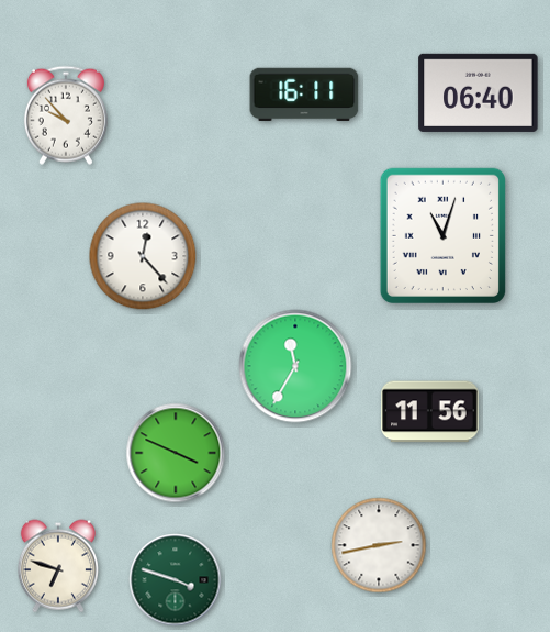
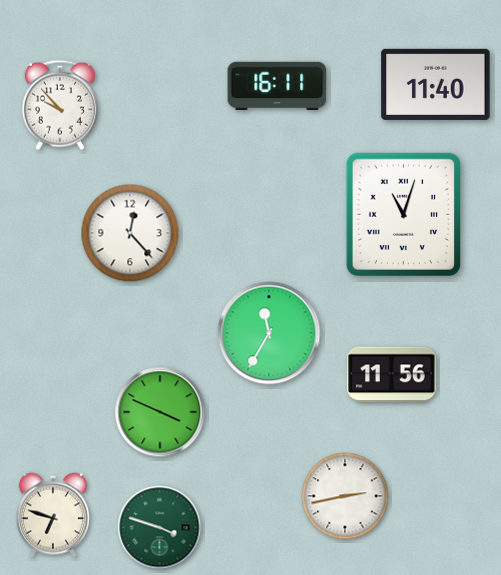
clock at (479, 92): 06:40 -> 11:40
